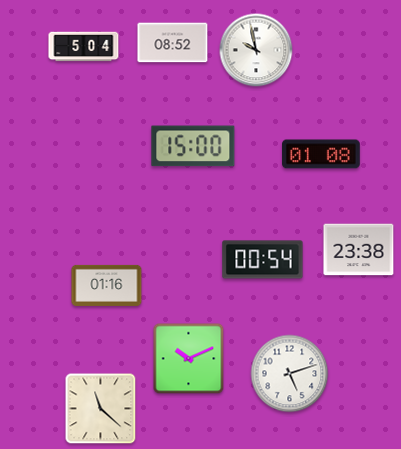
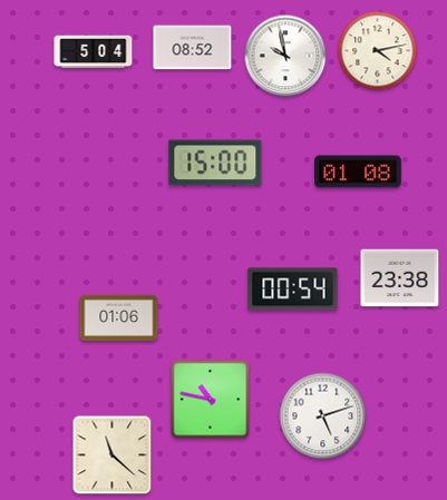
clock at (378, 51): none -> 4:13
clock at (107, 285): 01:16 -> 01:06
clock at (189, 359): 10:11 -> 10:47
